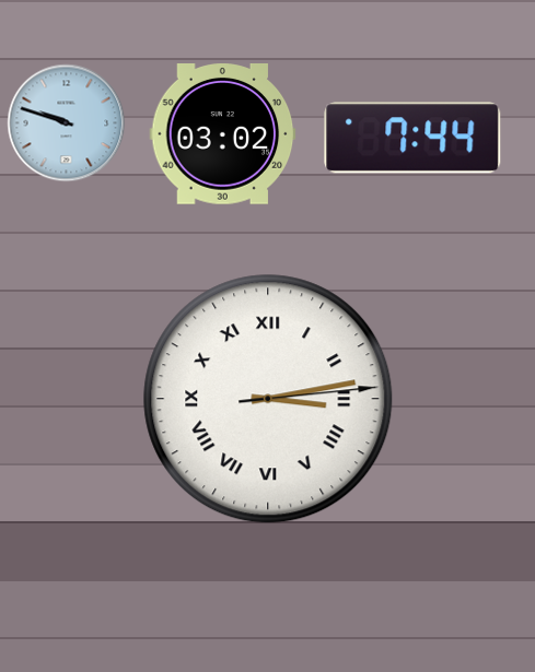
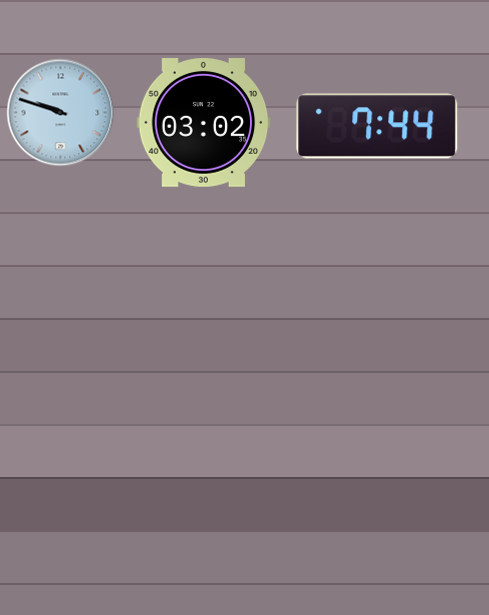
clock at (268, 399): 3:13 -> none
